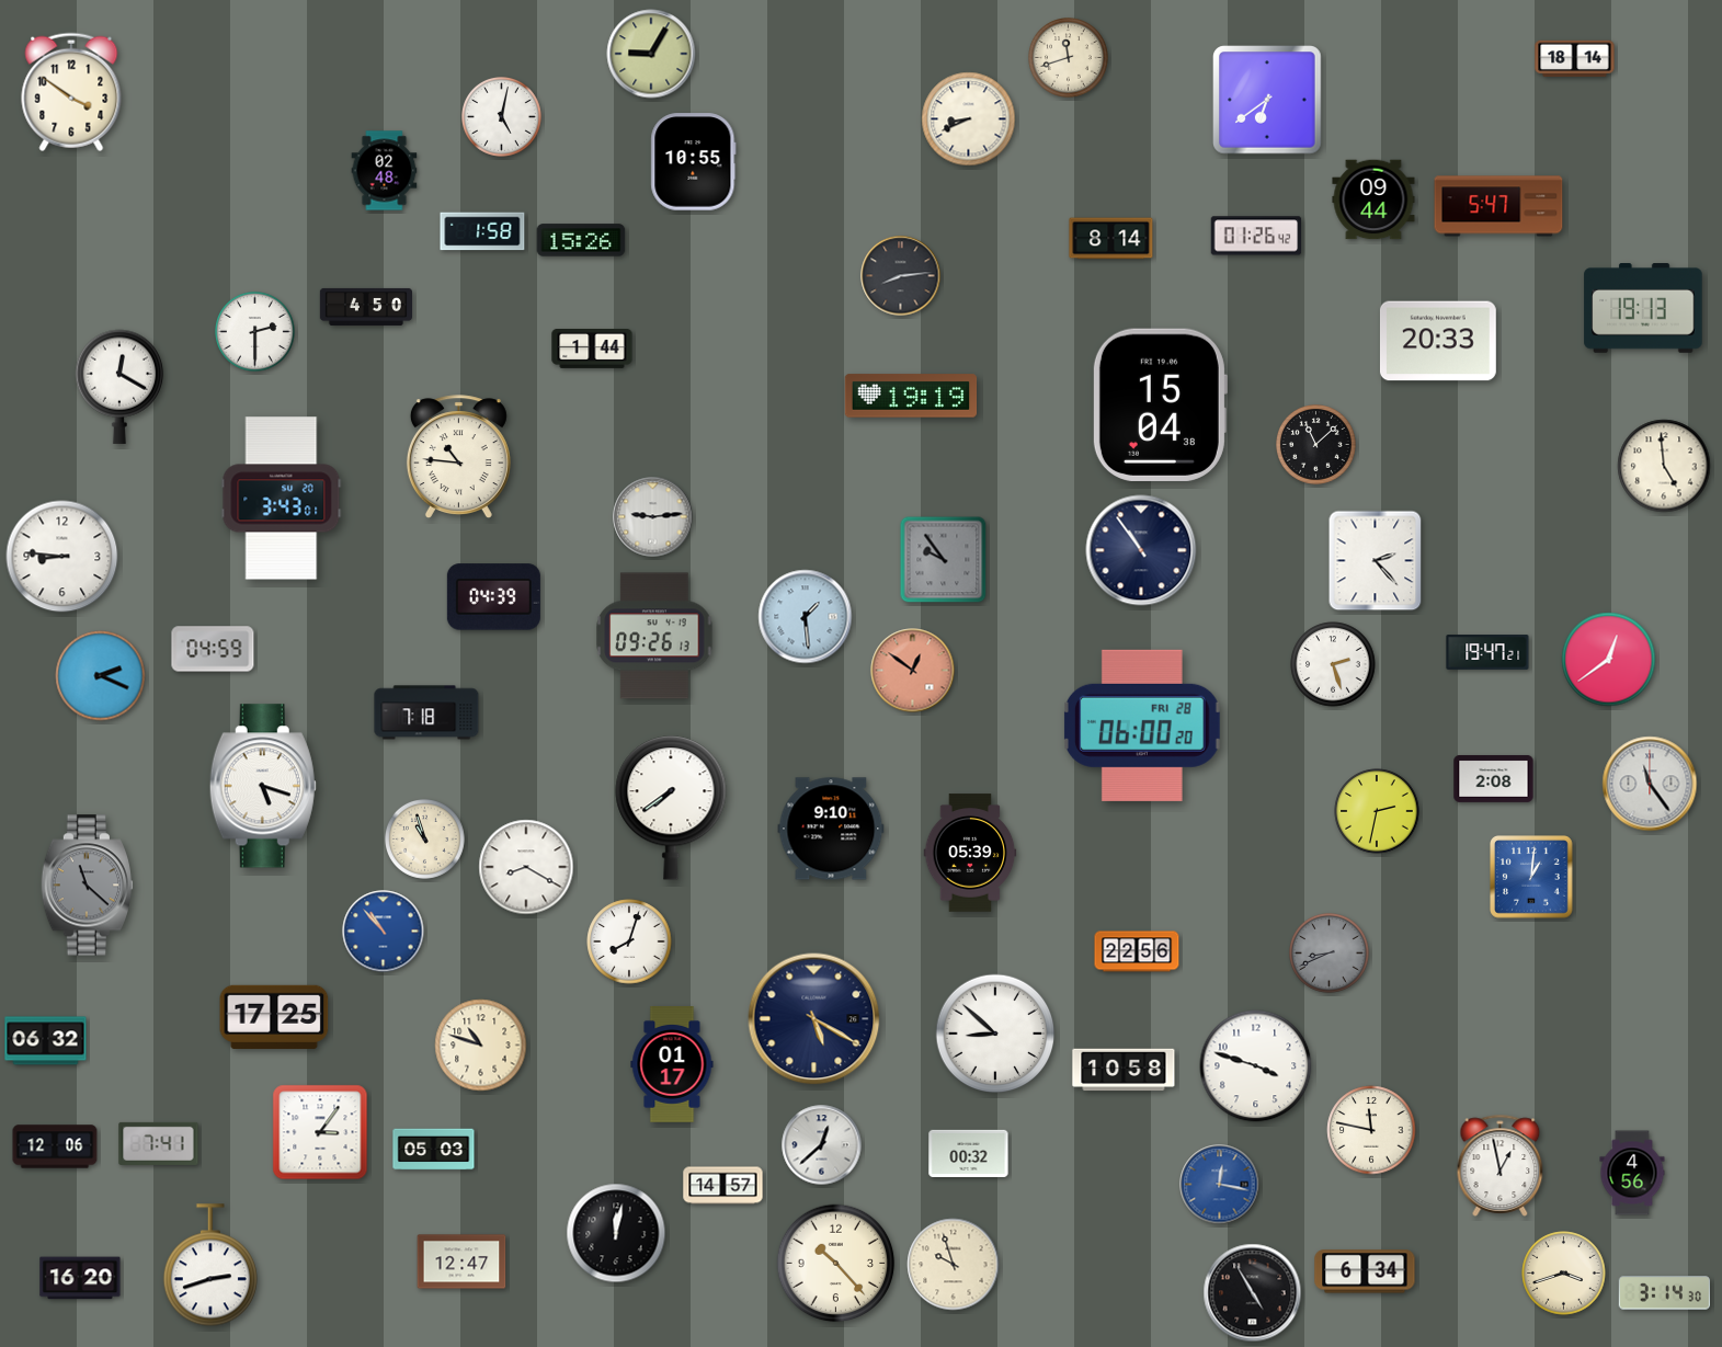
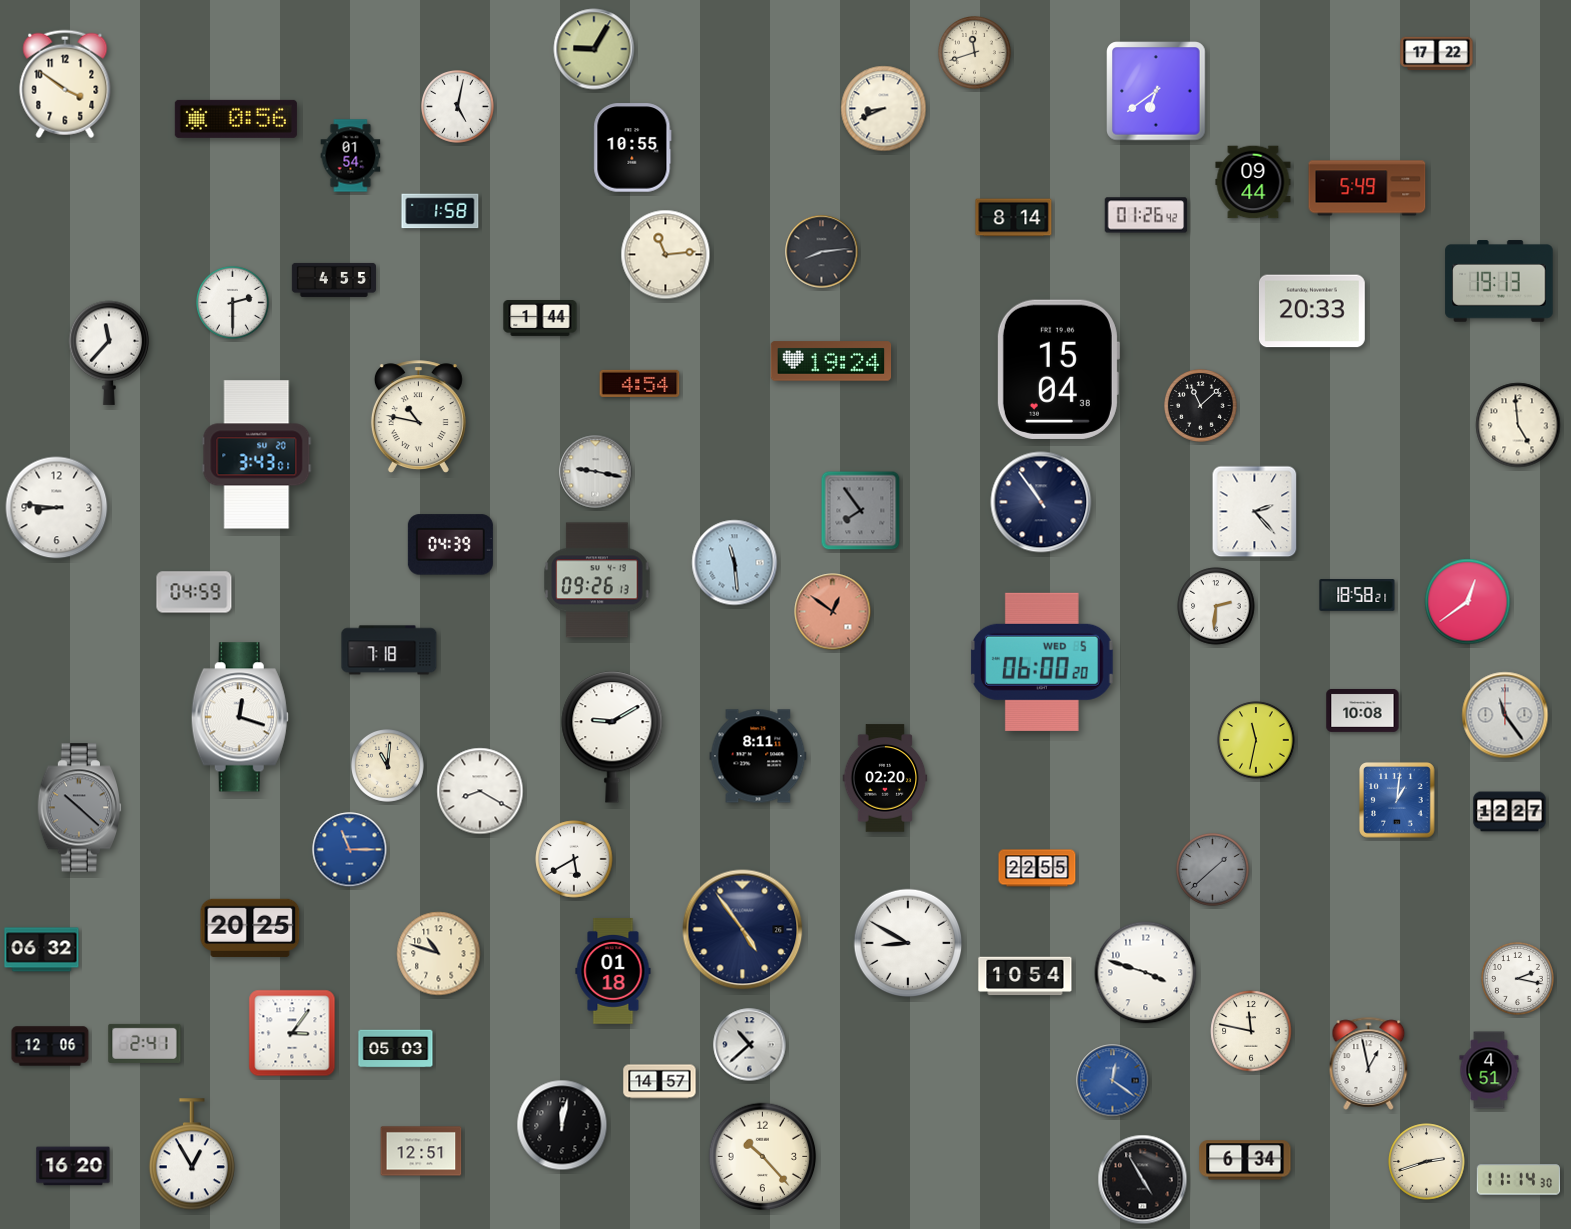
clock at (1575, 59): 18:14 -> 17:22
clock at (236, 119): none -> 0:56
clock at (385, 171): 02:48 -> 01:54
clock at (1498, 206): 5:47 -> 5:49
clock at (581, 240): 15:26 -> none
clock at (666, 255): none -> 11:14
clock at (365, 307): 4:50 -> 4:55
clock at (119, 387): 12:20 -> 11:37
clock at (911, 396): 19:19 -> 19:24
clock at (640, 383): none -> 4:54
clock at (458, 456): 10:46 -> 10:47
clock at (653, 517): 9:14 -> 9:17
clock at (944, 560): 9:54 -> 7:54
clock at (806, 617): 1:29 -> 11:29
clock at (1487, 652): 19:47 -> 18:58
clock at (1333, 664): 2:27 -> 2:31
clock at (101, 676): 2:19 -> none
clock at (1142, 726) date: FRI 28 -> WED 5
clock at (1494, 778): 2:08 -> 10:08
clock at (263, 786): 5:18 -> 12:18
clock at (671, 808): 7:39 -> 9:10
clock at (1377, 811): 2:32 -> 11:32
clock at (831, 829): 9:10 -> 8:11
clock at (425, 840): 10:57 -> 11:01
clock at (970, 853): 05:39 -> 02:20
clock at (88, 886): 11:22 -> 10:22
clock at (1510, 812): none -> 12:27
clock at (384, 932): 10:53 -> 11:15
clock at (629, 941): 8:03 -> 5:40
clock at (1137, 951): 22:56 -> 22:55
clock at (1330, 954): 8:41 -> 1:38
clock at (274, 1017): 17:25 -> 20:25
clock at (814, 1019): 5:20 -> 4:54
clock at (995, 1034): 8:52 -> 8:50
clock at (672, 1065): 01:17 -> 01:18
clock at (1124, 1070): 10:58 -> 10:54
clock at (1518, 979): none -> 2:17
clock at (159, 1143): 7:41 -> 2:41
clock at (822, 1145): 12:38 -> 10:38
clock at (969, 1153): 00:32 -> none
clock at (1632, 1173): 4:56 -> 4:51
clock at (1220, 1185): 12:17 -> 12:21
clock at (461, 1262): 12:47 -> 12:51
clock at (836, 1264) position: (836, 1264) -> (763, 1157)
clock at (954, 1265): 9:57 -> none
clock at (210, 1266): 2:42 -> 12:55
clock at (1564, 1274): 3:42 -> 2:42
clock at (1664, 1293): 3:14 -> 11:14
